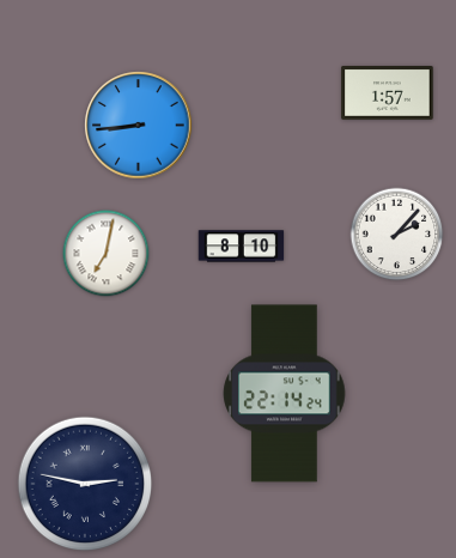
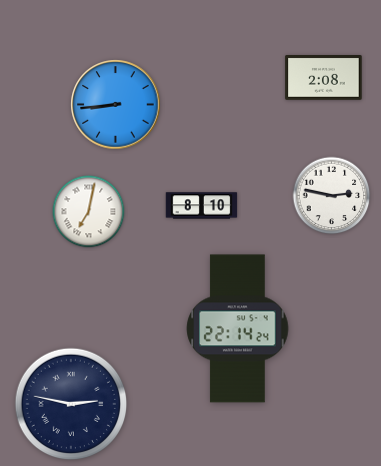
clock at (388, 93): 1:57 -> 2:08
clock at (397, 235): 2:07 -> 2:47
